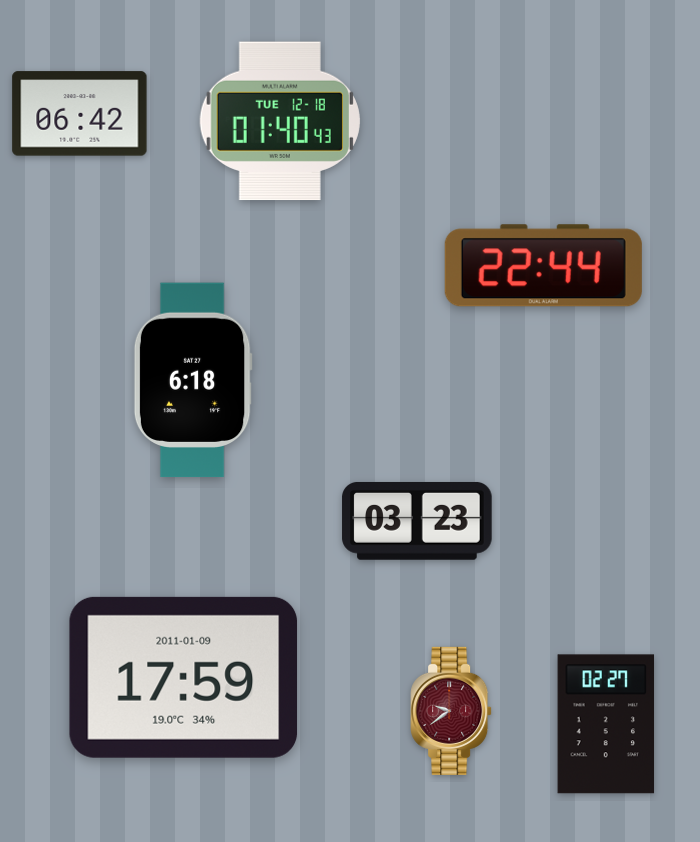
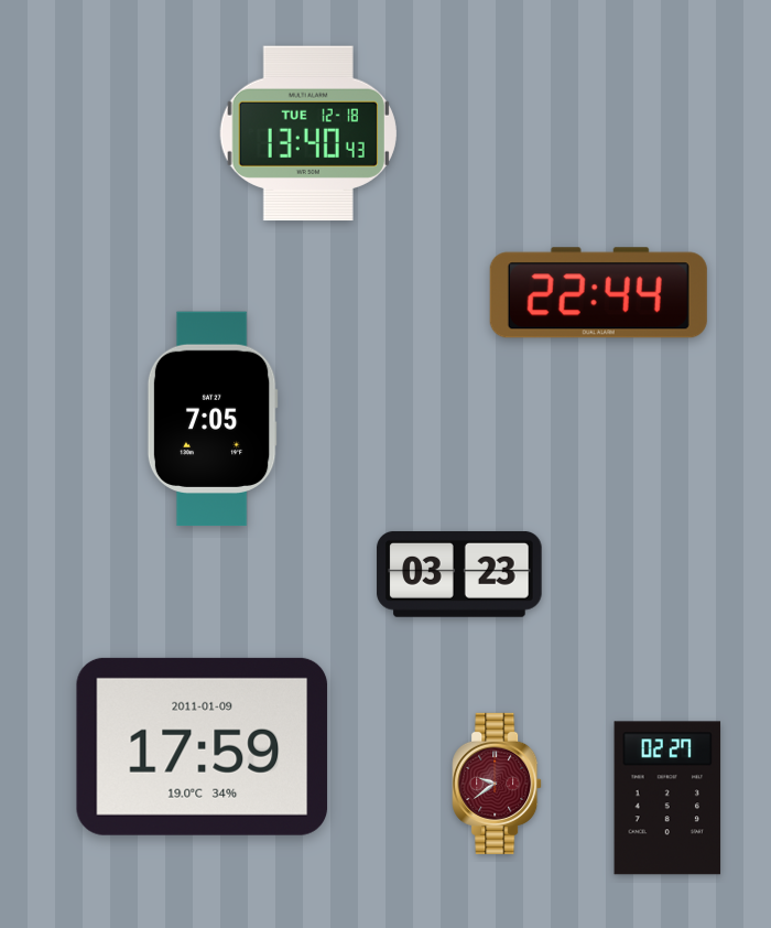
clock at (80, 114): 06:42 -> none
clock at (280, 121): 01:40 -> 13:40
clock at (193, 380): 6:18 -> 7:05
